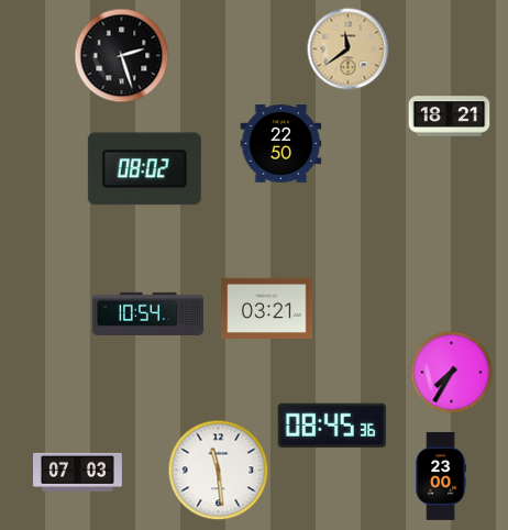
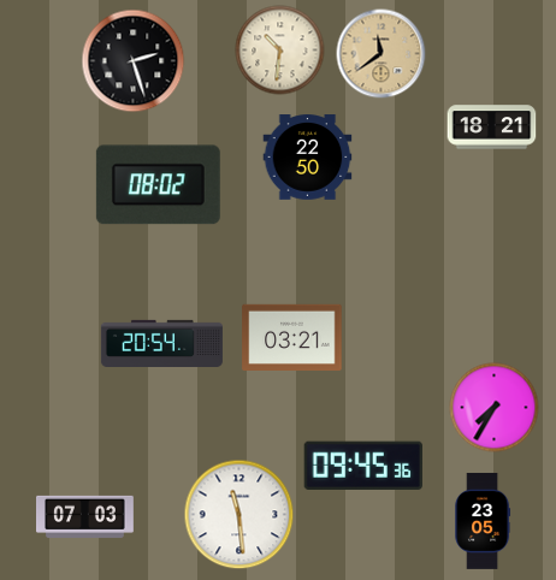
clock at (280, 51): none -> 10:31
clock at (147, 313): 10:54 -> 20:54
clock at (332, 424): 08:45 -> 09:45
clock at (441, 476): 23:00 -> 23:05
